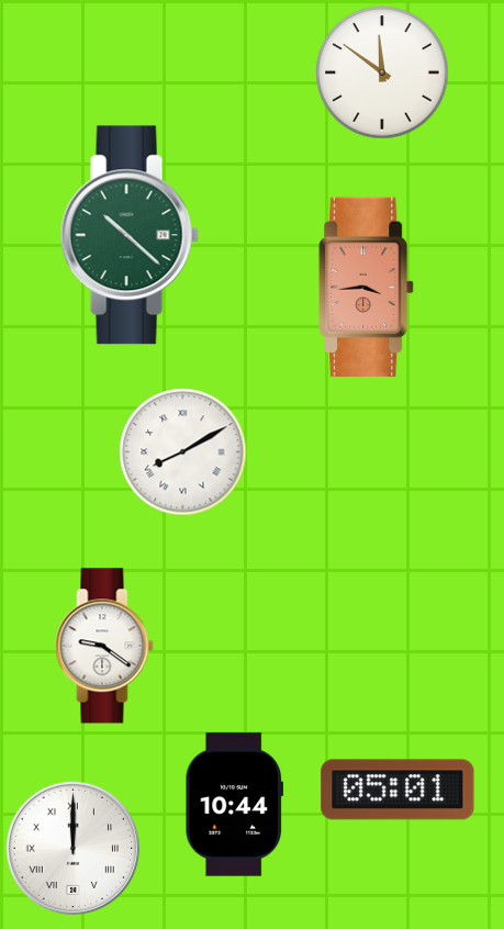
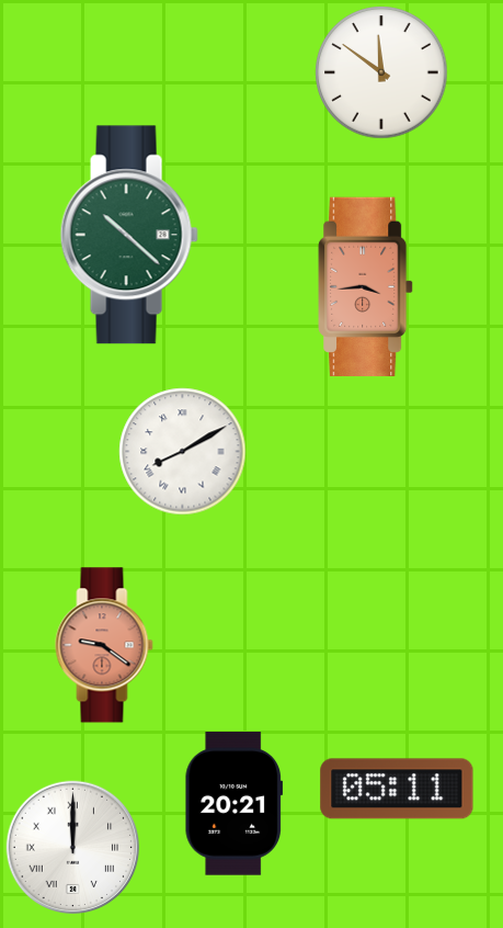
clock at (104, 646) dial: white -> salmon
clock at (397, 790): 05:01 -> 05:11
clock at (234, 805): 10:44 -> 20:21
